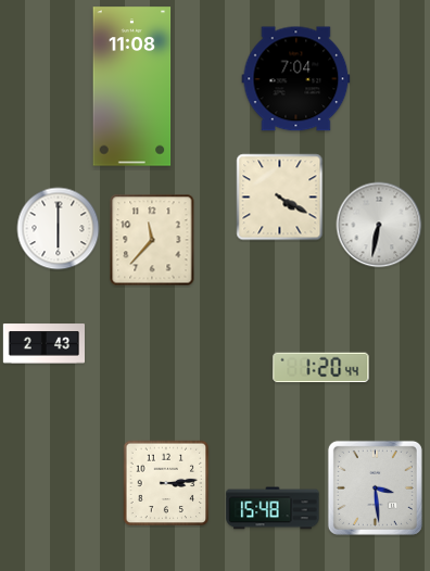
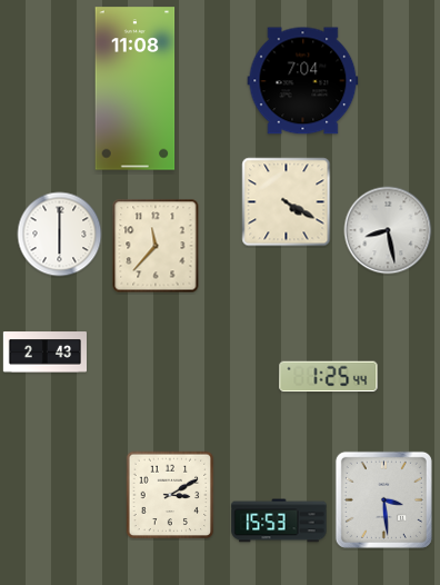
clock at (379, 225): 6:32 -> 8:28
clock at (321, 368): 1:20 -> 1:25
clock at (166, 483): 3:14 -> 3:10
clock at (273, 508): 15:48 -> 15:53
